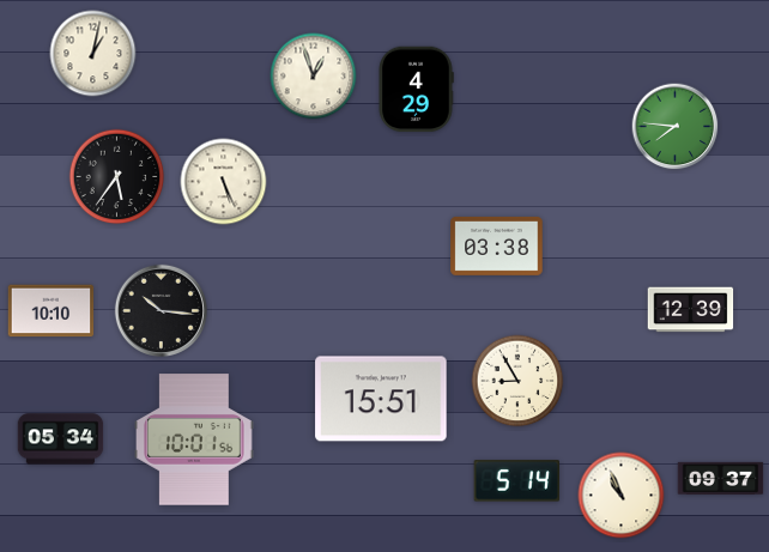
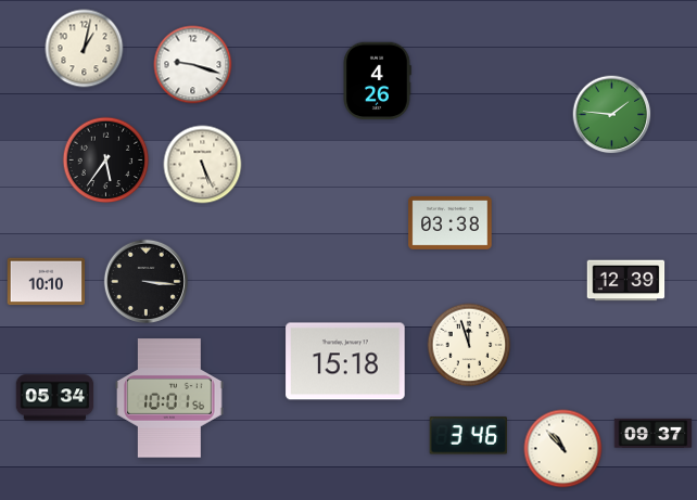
clock at (193, 65): none -> 9:18
clock at (314, 77): 12:57 -> none
clock at (416, 90): 4:29 -> 4:26
clock at (676, 127): 7:46 -> 1:46
clock at (161, 310): 10:16 -> 3:16
clock at (517, 381): 8:55 -> 11:57
clock at (381, 399): 15:51 -> 15:18
clock at (194, 439) position: (194, 439) -> (169, 398)
clock at (516, 481): 5:14 -> 3:46
clock at (622, 496): 10:56 -> 10:53
